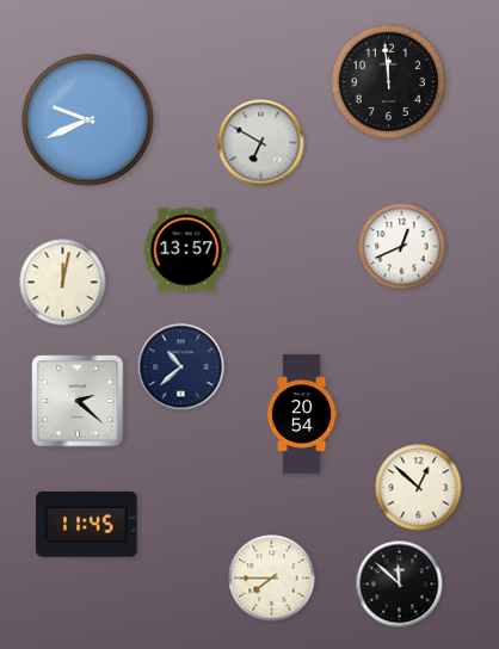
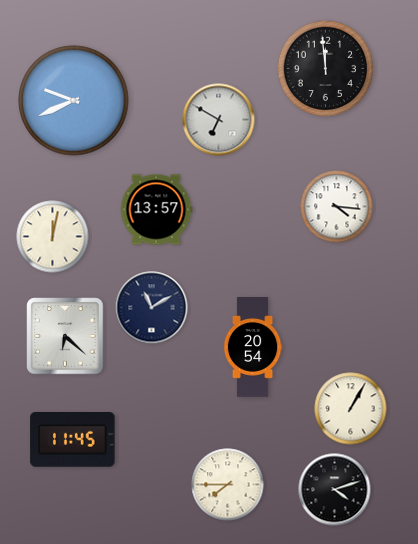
clock at (402, 247): 12:41 -> 4:16
clock at (181, 367): 10:38 -> 11:10
clock at (78, 401): 2:22 -> 6:22
clock at (419, 488): 12:52 -> 1:05
clock at (400, 585): 11:52 -> 4:12
